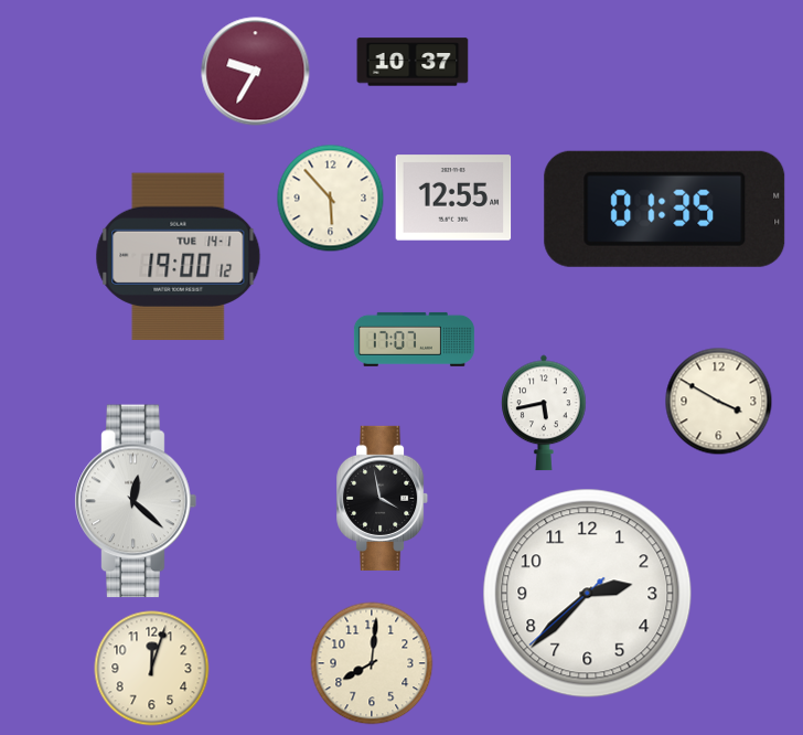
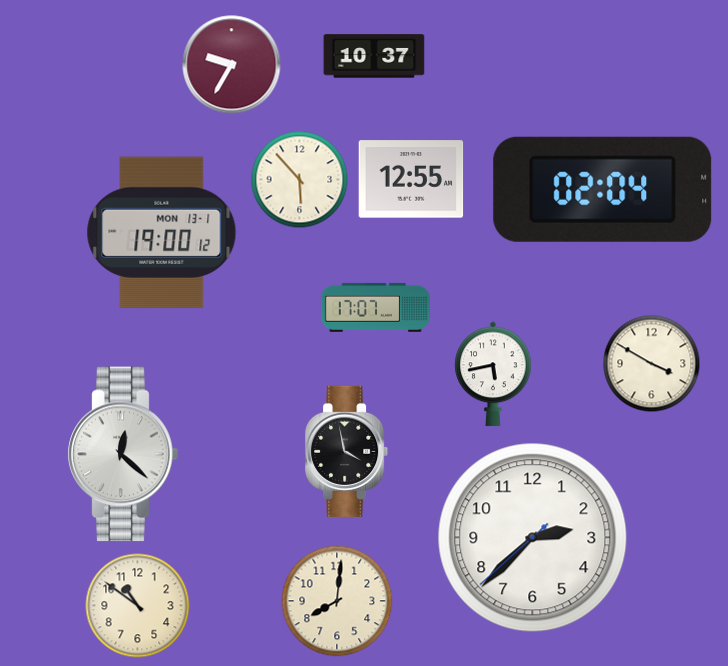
clock at (665, 209): 01:35 -> 02:04
clock at (179, 257) date: TUE 14-1 -> MON 13-1
clock at (152, 669): 12:03 -> 10:51
